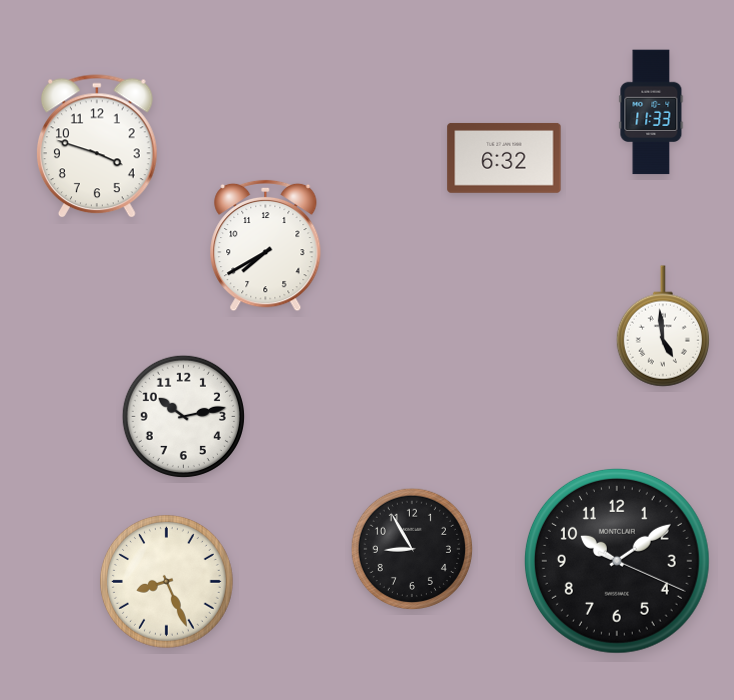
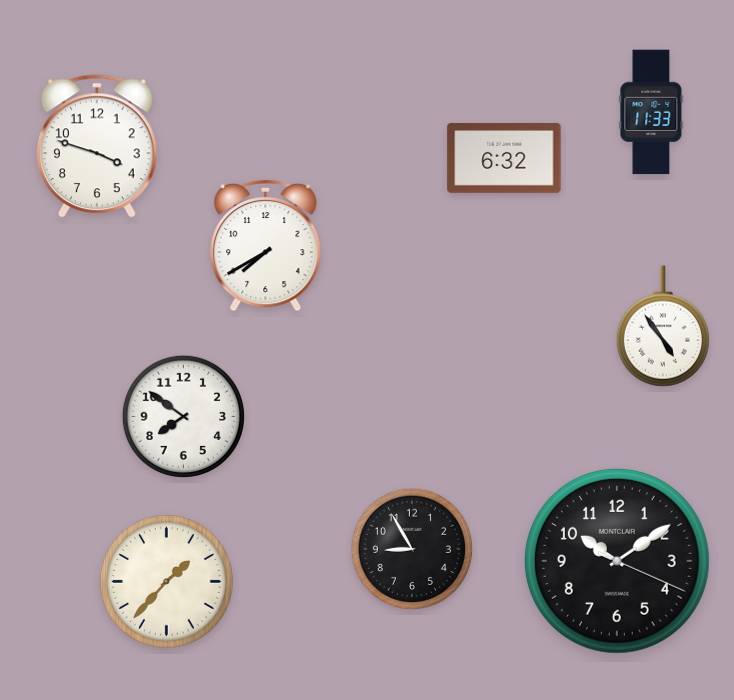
clock at (663, 326): 4:59 -> 4:54
clock at (183, 416): 10:13 -> 7:51
clock at (166, 581): 8:26 -> 1:37
